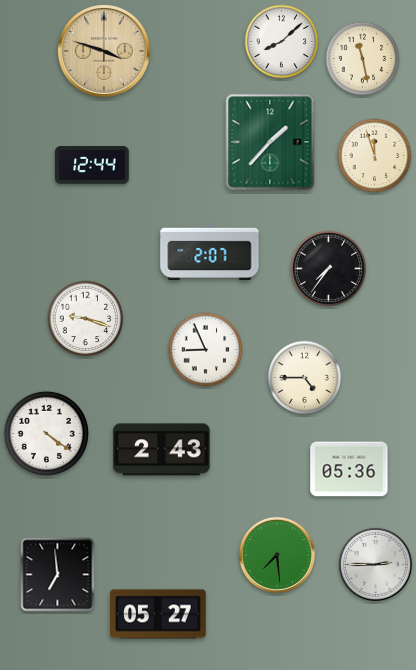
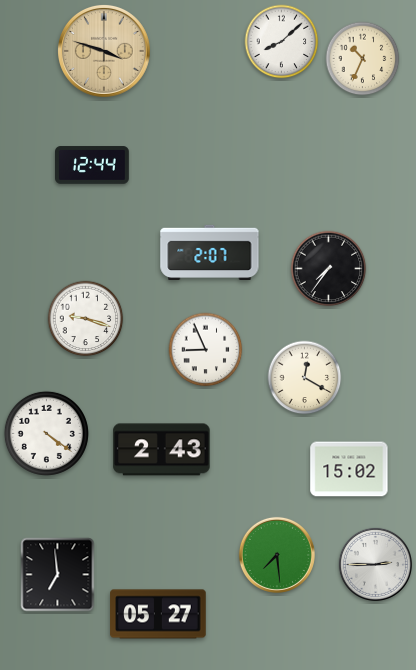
clock at (363, 59): 11:28 -> 10:34
clock at (270, 142): 1:37 -> none
clock at (375, 156): 11:57 -> none
clock at (305, 378): 4:45 -> 12:20
clock at (349, 469): 05:36 -> 15:02
